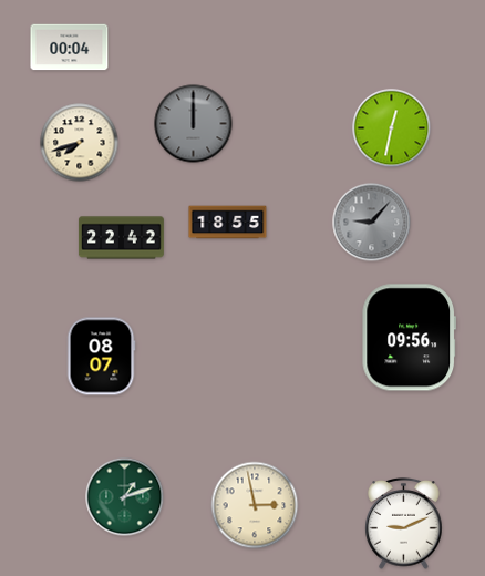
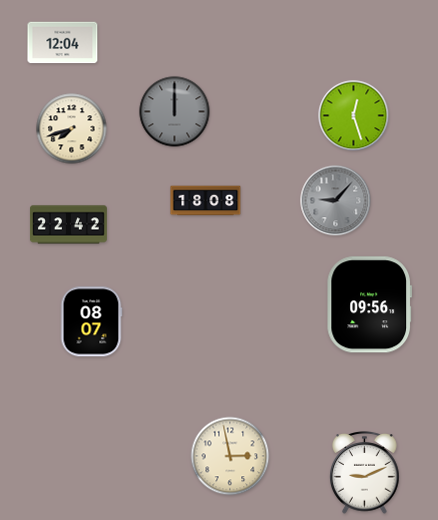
clock at (70, 48): 00:04 -> 12:04
clock at (392, 128): 12:32 -> 12:27
clock at (228, 223): 18:55 -> 18:08
clock at (121, 238) position: (121, 238) -> (68, 225)
clock at (125, 497): 1:12 -> none
